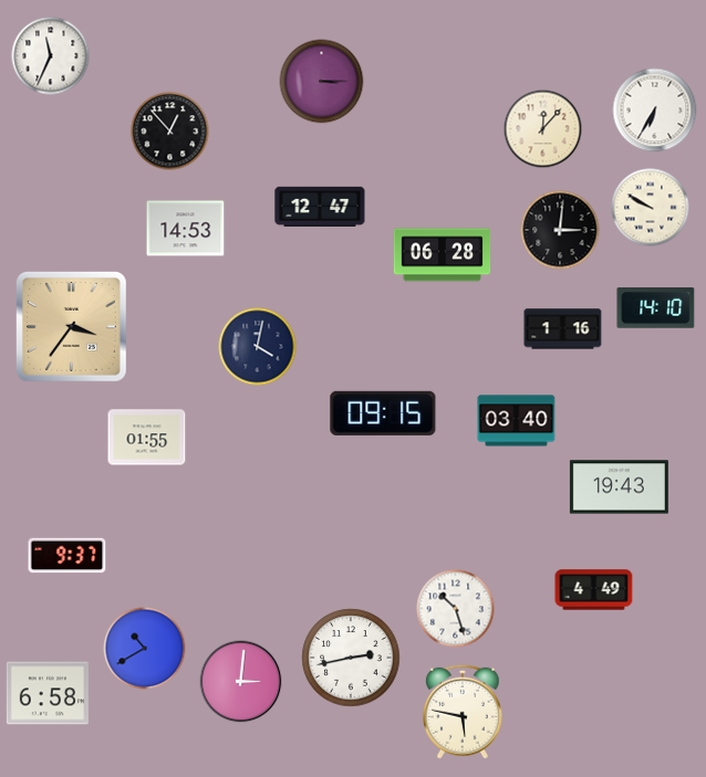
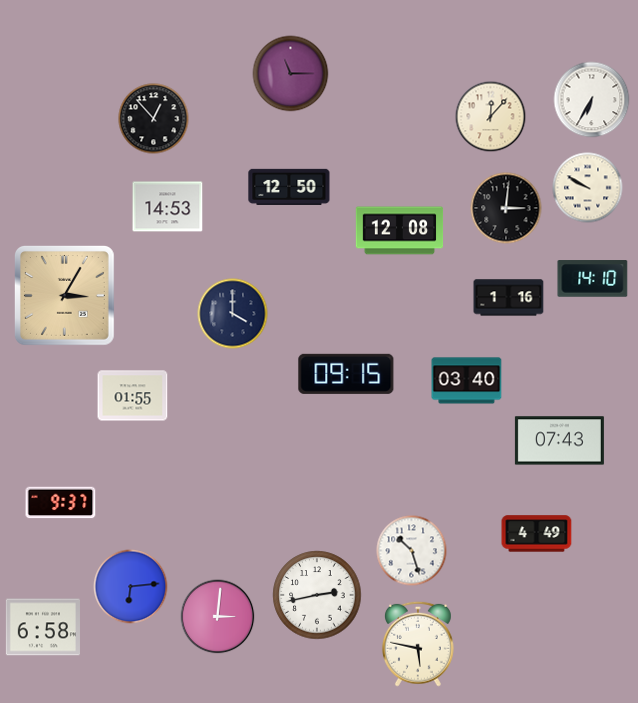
clock at (51, 56): 11:34 -> none
clock at (322, 82): 3:15 -> 11:15
clock at (320, 207): 12:47 -> 12:50
clock at (443, 255): 06:28 -> 12:08
clock at (72, 327): 3:36 -> 3:05
clock at (258, 347): 4:02 -> 4:00
clock at (619, 487): 19:43 -> 07:43
clock at (145, 649): 10:40 -> 6:14
